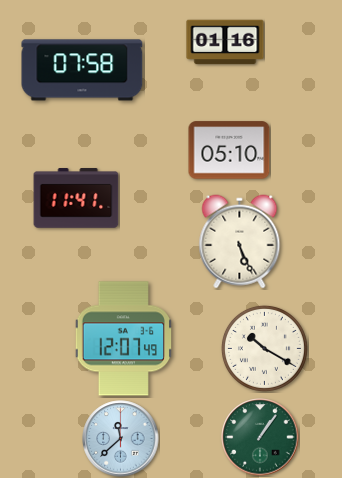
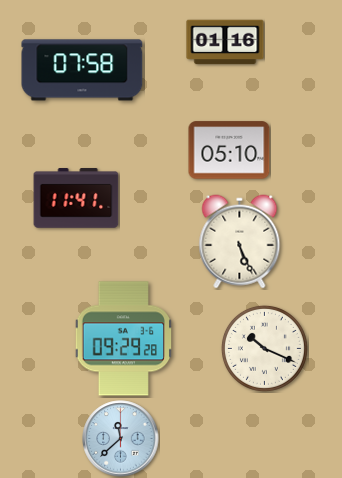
clock at (124, 339): 12:07 -> 09:29
clock at (264, 348): 10:20 -> 10:19
clock at (260, 437): 1:06 -> none
